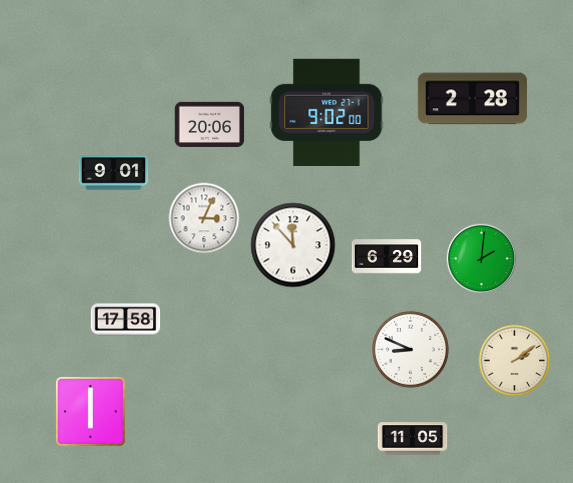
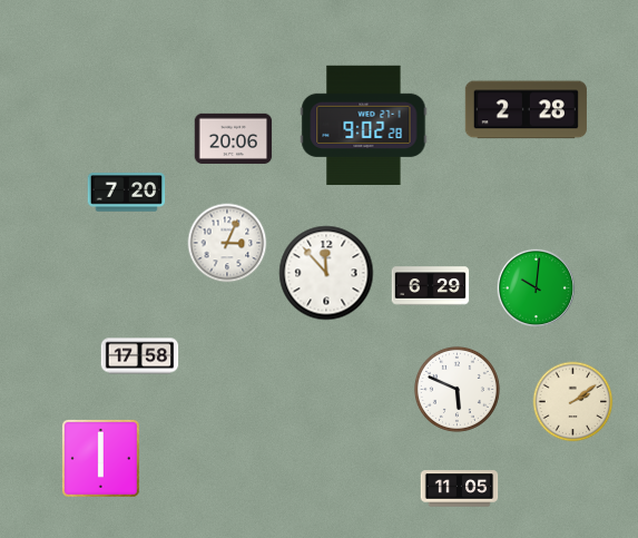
clock at (327, 112): 9:02:00 -> 9:02:28
clock at (114, 173): 9:01 -> 7:20
clock at (481, 258): 2:01 -> 10:01
clock at (410, 349): 8:49 -> 5:49
